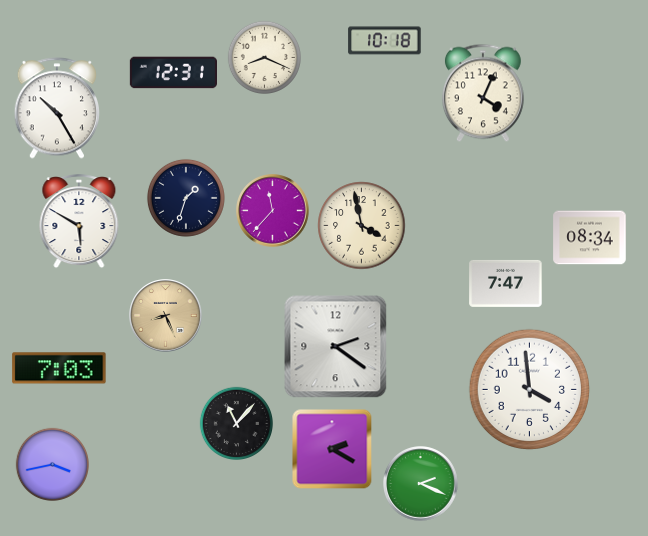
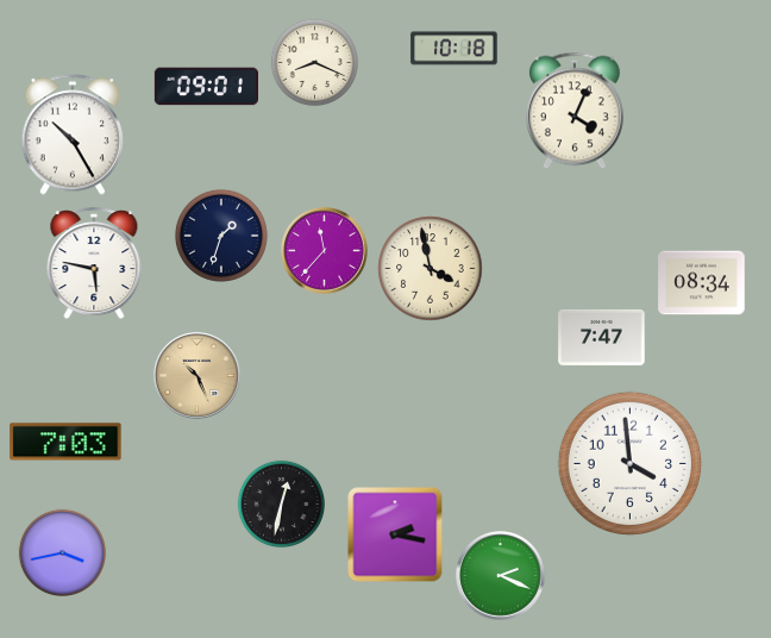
clock at (385, 41) position: (385, 41) -> (455, 49)
clock at (264, 57) position: (264, 57) -> (314, 62)
clock at (173, 73): 12:31 -> 09:01
clock at (56, 108) position: (56, 108) -> (71, 135)
clock at (79, 222): 5:50 -> 5:47
clock at (166, 316): 8:26 -> 10:26
clock at (336, 347): 2:21 -> none
clock at (59, 368) position: (59, 368) -> (65, 442)
clock at (236, 423): 11:07 -> 12:32
clock at (332, 449): 2:20 -> 2:17
